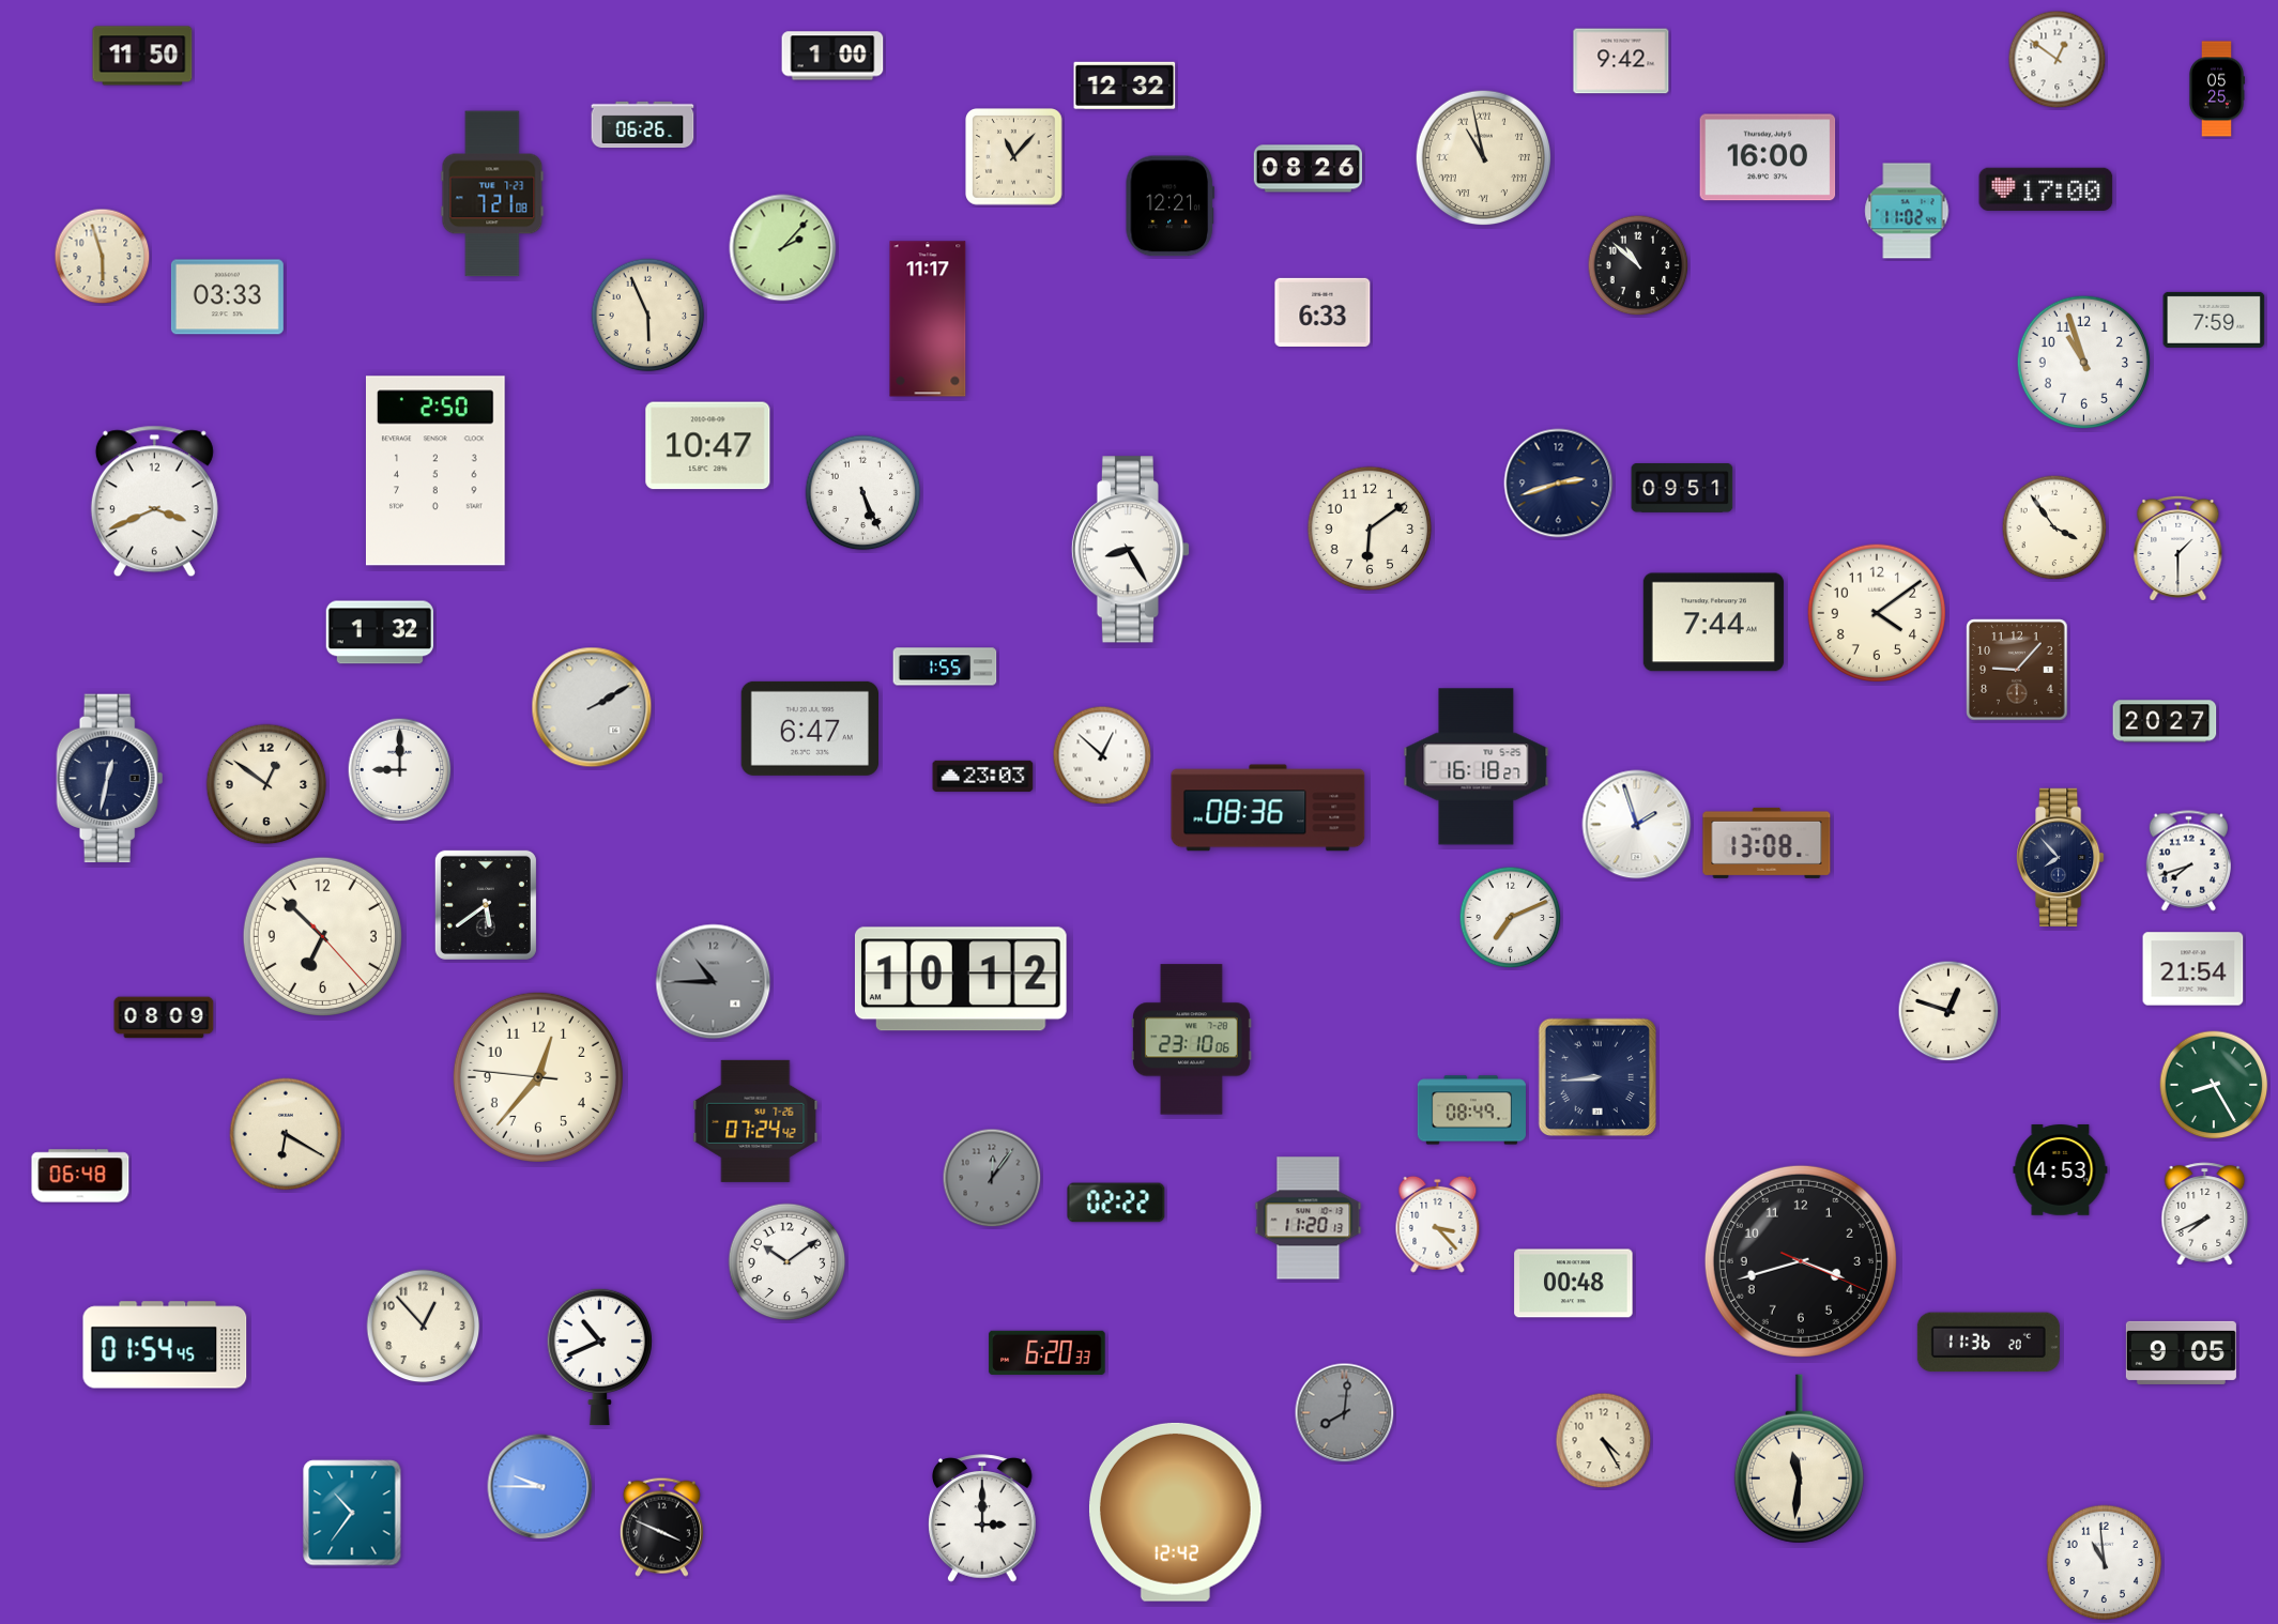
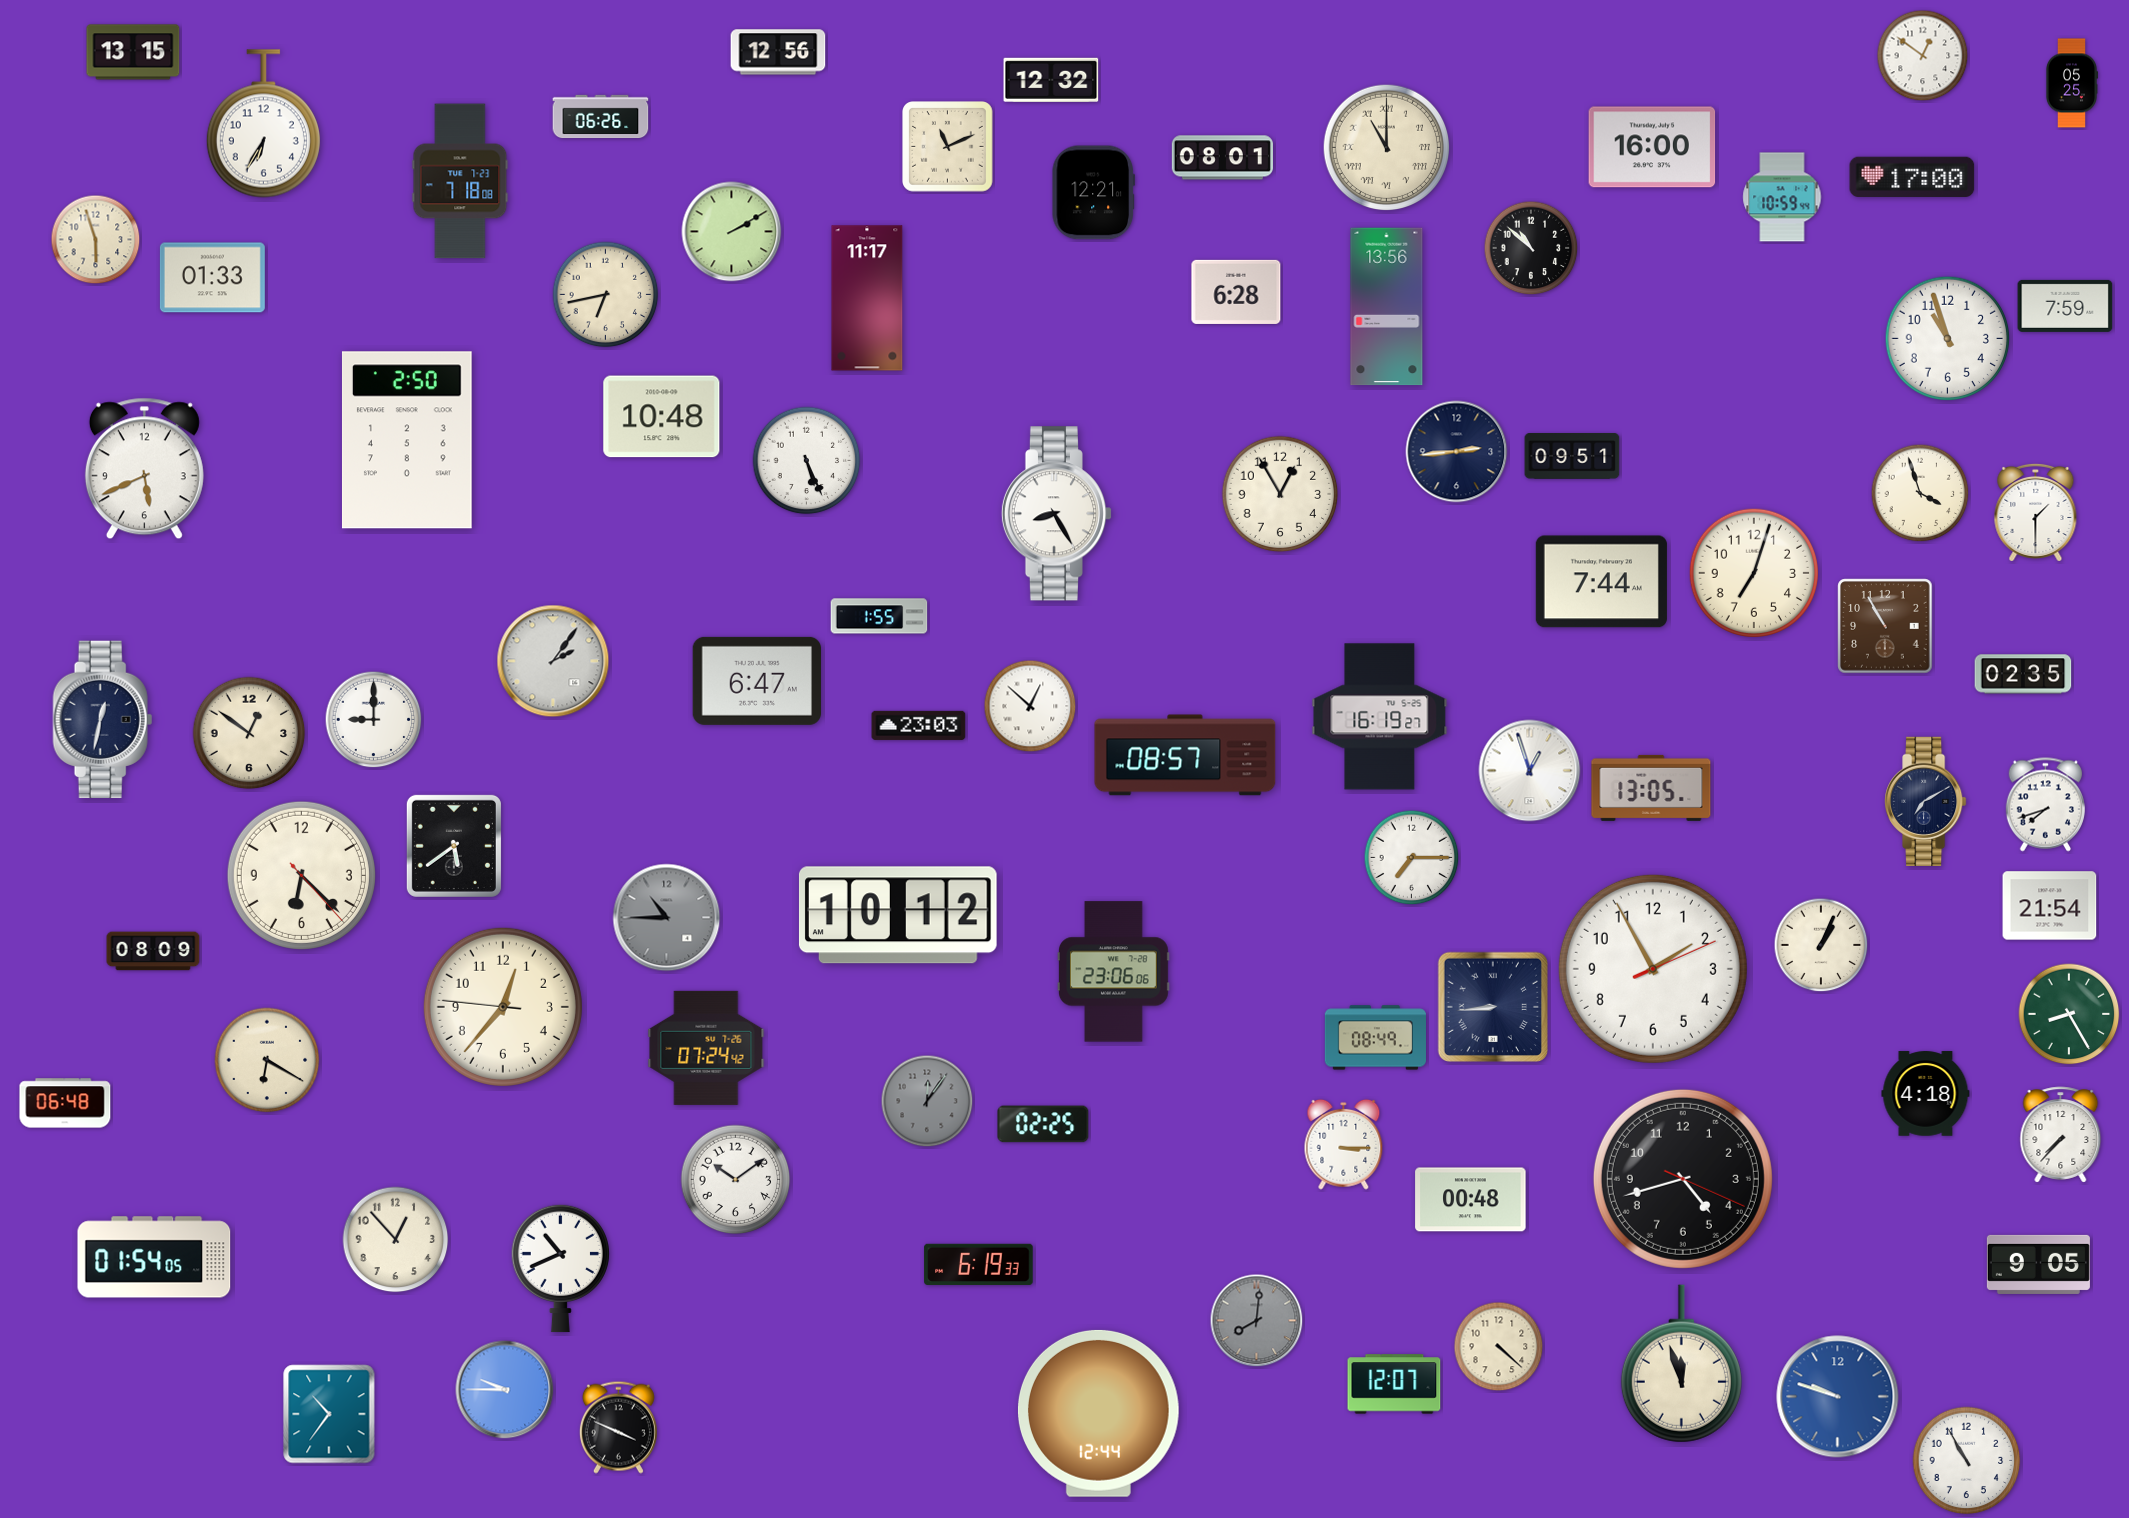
clock at (142, 56): 11:50 -> 13:15
clock at (832, 56): 1:00 -> 12:56
clock at (1621, 61): 9:42 -> none
clock at (263, 124): none -> 6:35
clock at (1014, 157): 11:07 -> 11:11
clock at (1484, 158): 10:58 -> 11:00
clock at (1308, 169): 08:26 -> 08:01
clock at (492, 194): 7:21 -> 7:18
clock at (1907, 211): 11:02 -> 10:59
clock at (783, 248): 2:07 -> 2:10
clock at (227, 297): 03:33 -> 01:33
clock at (1323, 312): 6:33 -> 6:28
clock at (648, 316): 5:56 -> 6:43
clock at (2214, 320) position: (2214, 320) -> (2065, 306)
clock at (1387, 307): none -> 13:56
clock at (708, 446): 10:47 -> 10:48
clock at (1559, 484): 2:42 -> 2:44
clock at (154, 502): 3:41 -> 5:41
clock at (2054, 527): 3:54 -> 3:57
clock at (1370, 528): 6:09 -> 12:55
clock at (1877, 613): 4:09 -> 7:03
clock at (380, 632): 1:32 -> none
clock at (945, 667) position: (945, 667) -> (879, 616)
clock at (2017, 670): 9:07 -> 10:55
clock at (592, 707): 2:10 -> 2:06
clock at (2165, 721): 20:27 -> 02:35
clock at (1477, 767): 16:18 -> 16:19
clock at (110, 779) position: (110, 779) -> (103, 720)
clock at (1268, 808): 08:36 -> 08:57
clock at (1637, 825): 1:57 -> 12:57
clock at (1767, 843): 13:08 -> 13:05
clock at (2061, 857): 7:53 -> 7:10
clock at (1511, 918): 7:11 -> 7:15
clock at (322, 936): 6:52 -> 6:22
clock at (1948, 1011): 12:48 -> 1:04
clock at (1653, 969): none -> 1:55
clock at (1191, 1040): 23:10 -> 23:06
clock at (2061, 1170): 4:53 -> 4:18
clock at (80, 1176) position: (80, 1176) -> (65, 1103)
clock at (1116, 1202): 02:22 -> 02:25
clock at (2205, 1214): 7:41 -> 7:37
clock at (1309, 1219): 11:20 -> none
clock at (1438, 1224): 3:23 -> 3:15
clock at (1801, 1261): 3:42 -> 4:42
clock at (1988, 1343): 11:36 -> none
clock at (165, 1345): 01:54:45 -> 01:54:05
clock at (1048, 1352): 6:20 -> 6:19
clock at (1604, 1441): 4:25 -> 4:22
clock at (1799, 1459): 11:31 -> 11:57
clock at (1394, 1384): none -> 12:07
clock at (1838, 1397): none -> 9:48
clock at (1175, 1512): 12:42 -> 12:44
clock at (982, 1518): 3:00 -> none
clock at (2105, 1563): 10:59 -> 10:55
